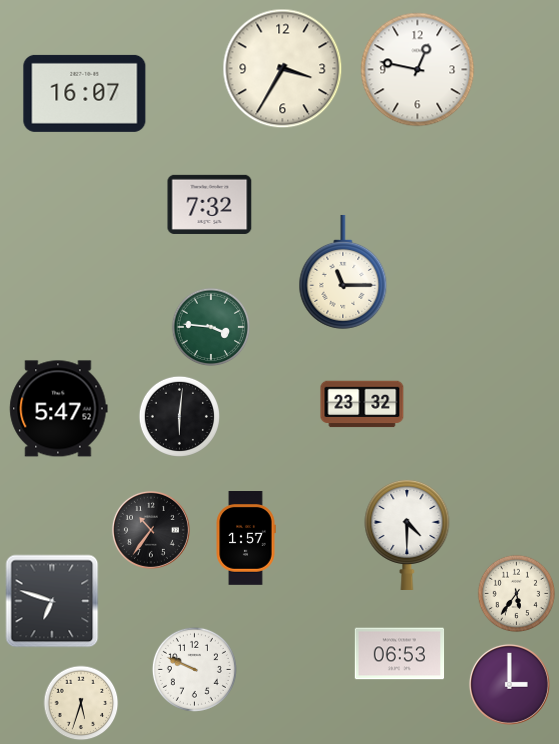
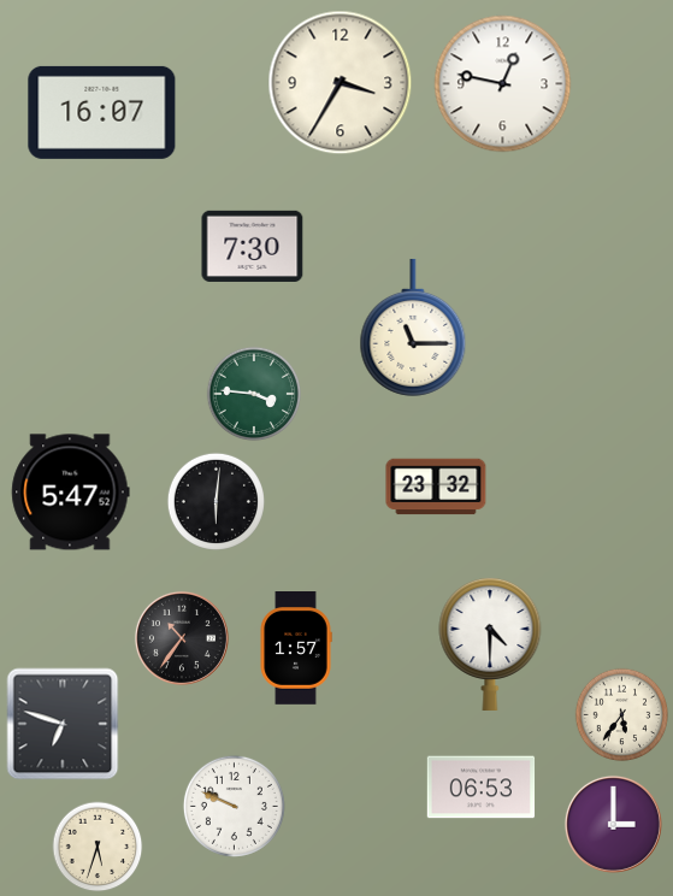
clock at (210, 204): 7:32 -> 7:30
